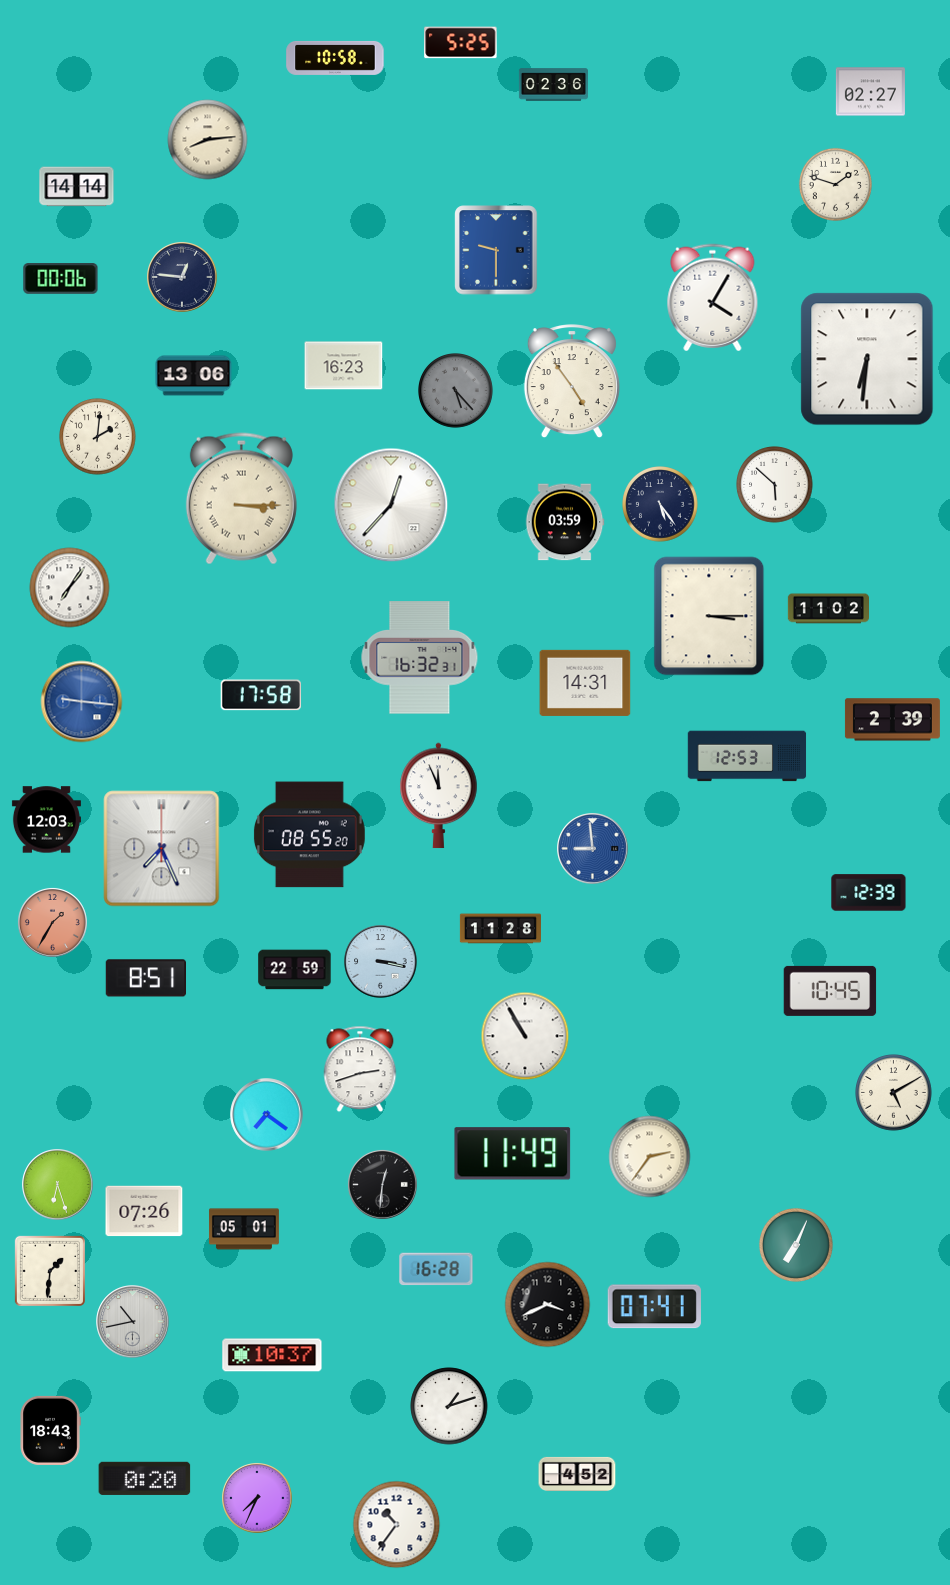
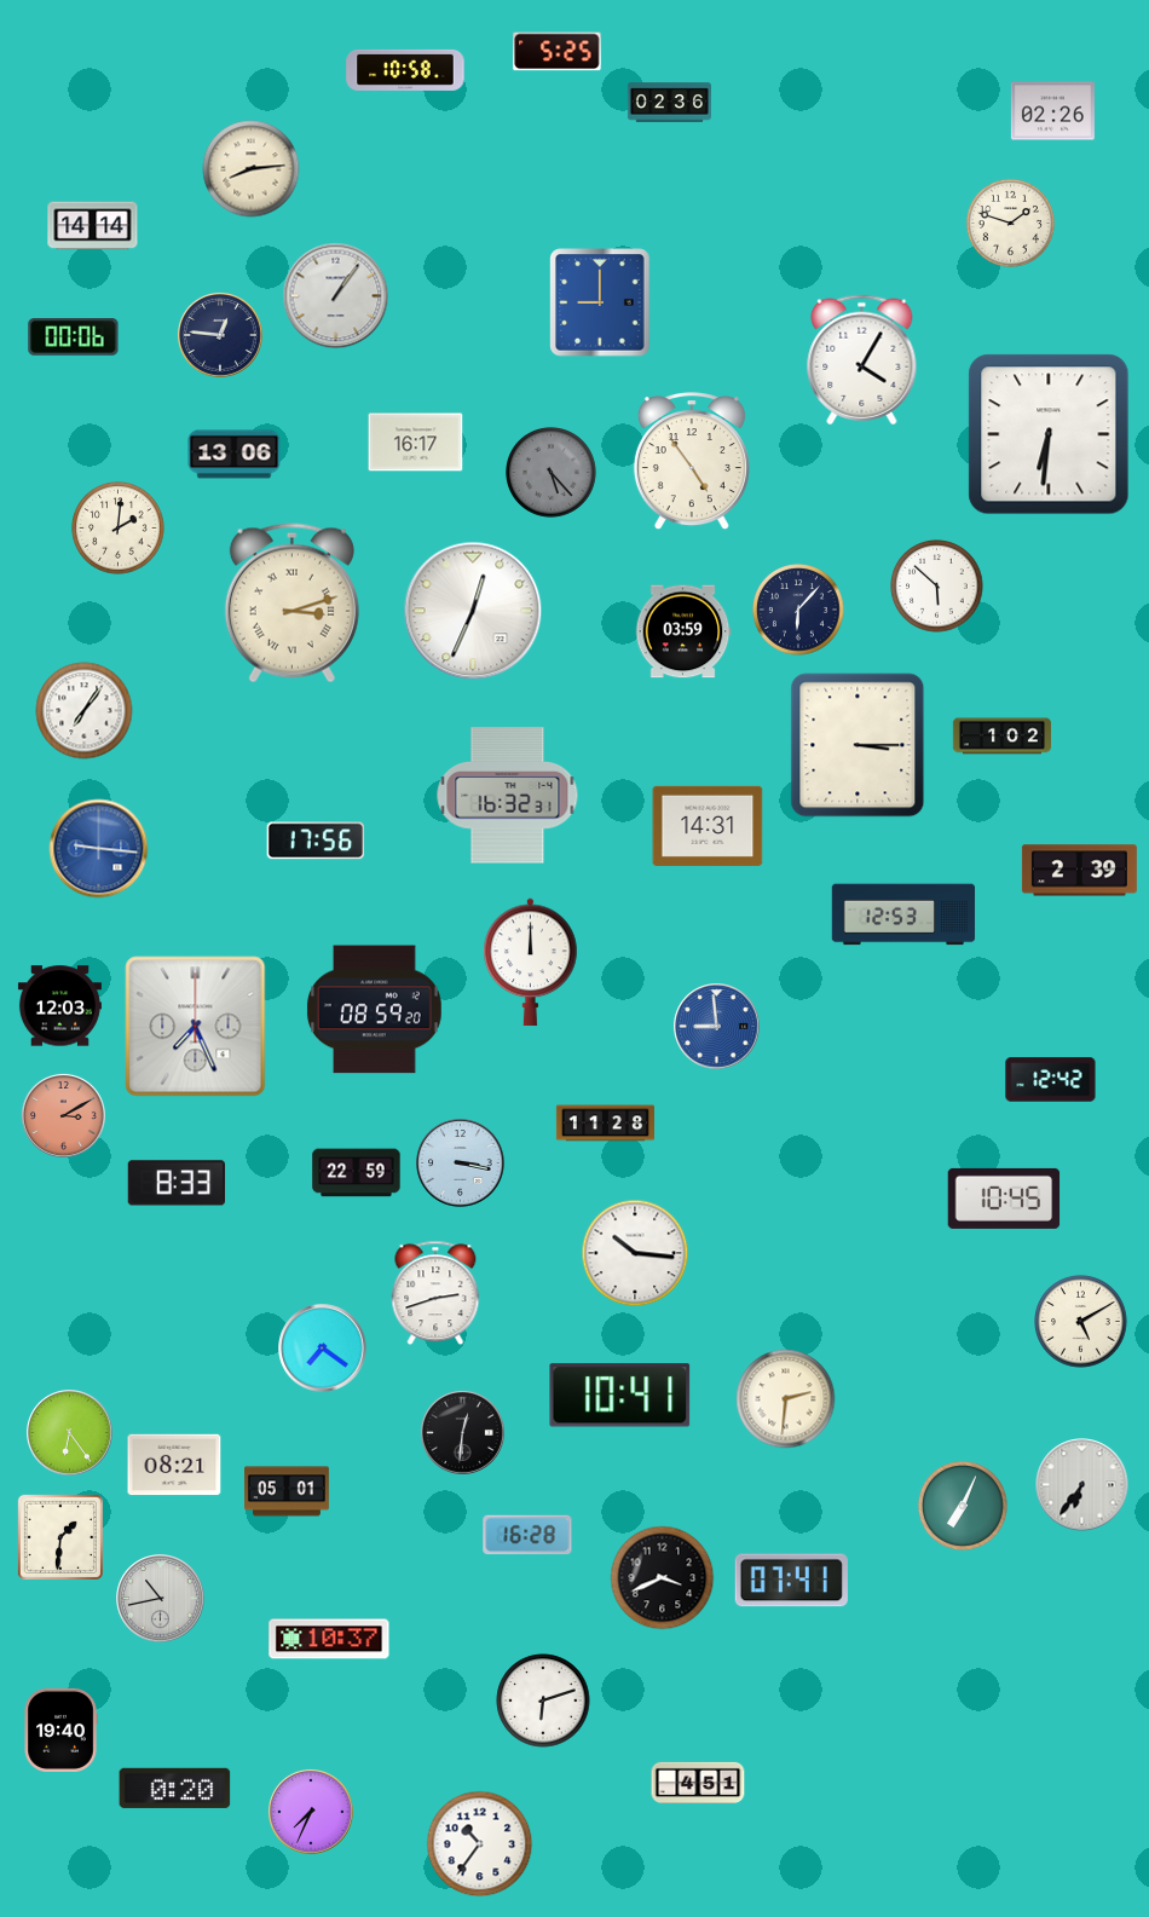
clock at (870, 92): 02:27 -> 02:26
clock at (336, 296): none -> 1:06
clock at (496, 250): 9:30 -> 9:00
clock at (344, 366): 16:23 -> 16:17
clock at (241, 499): 3:15 -> 3:12
clock at (660, 504): 5:24 -> 6:07
clock at (391, 505): 12:37 -> 12:34
clock at (828, 609): 11:02 -> 1:02
clock at (260, 695): 17:58 -> 17:56
clock at (439, 796): 11:56 -> 12:00
clock at (46, 820) position: (46, 820) -> (59, 1006)
clock at (309, 835): 08:55 -> 08:59
clock at (869, 893): 12:39 -> 12:42
clock at (52, 922): 1:35 -> 3:10
clock at (145, 978): 8:51 -> 8:33
clock at (525, 1036): 10:55 -> 10:16
clock at (513, 1154): 11:49 -> 10:41
clock at (650, 1157): 2:36 -> 2:31
clock at (58, 1185): 6:27 -> 6:24
clock at (144, 1211): 07:26 -> 08:21
clock at (1082, 1485): none -> 6:36
clock at (244, 1229) position: (244, 1229) -> (287, 1491)
clock at (449, 1406): 1:12 -> 6:12
clock at (50, 1430): 18:43 -> 19:40
clock at (577, 1474): 4:52 -> 4:51
